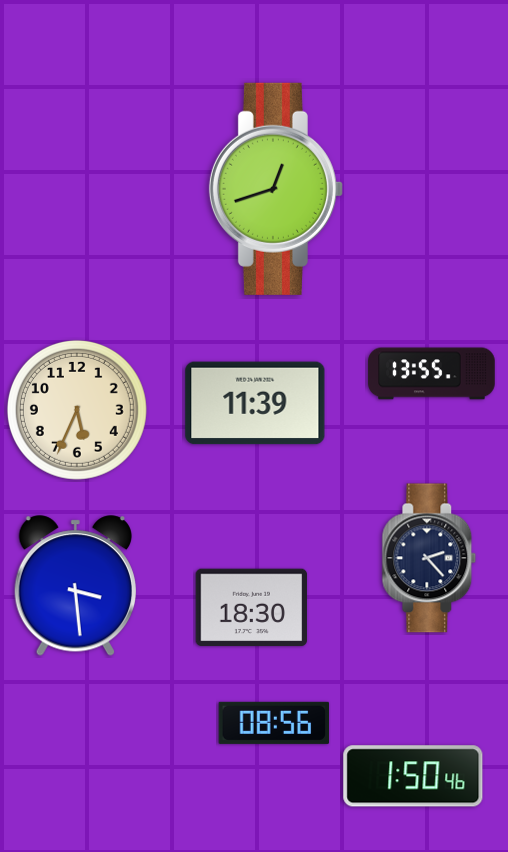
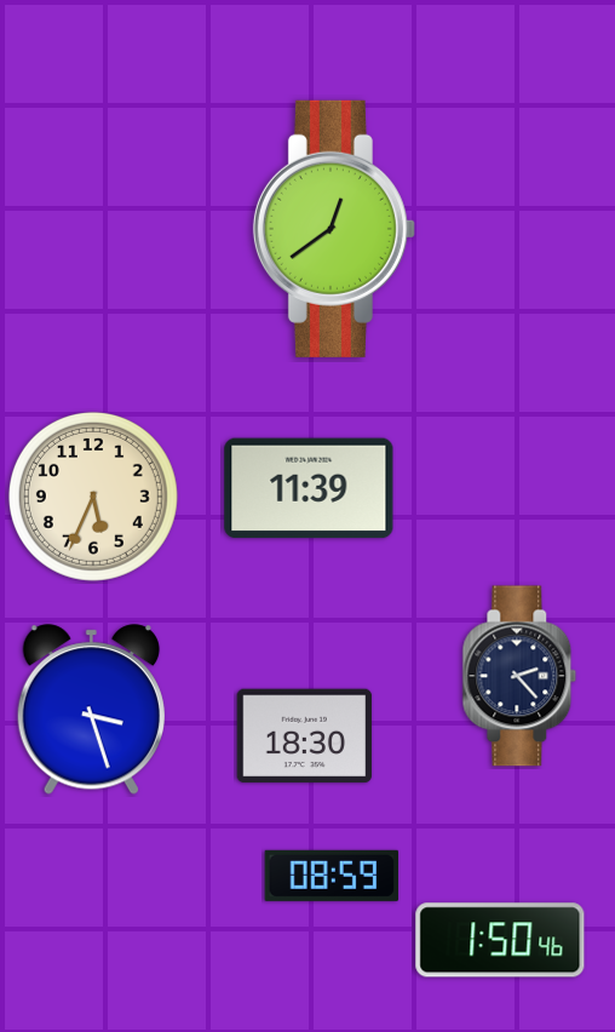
clock at (276, 189): 12:42 -> 12:39
clock at (432, 374): 13:55 -> none
clock at (75, 586): 3:29 -> 3:27
clock at (274, 723): 08:56 -> 08:59
